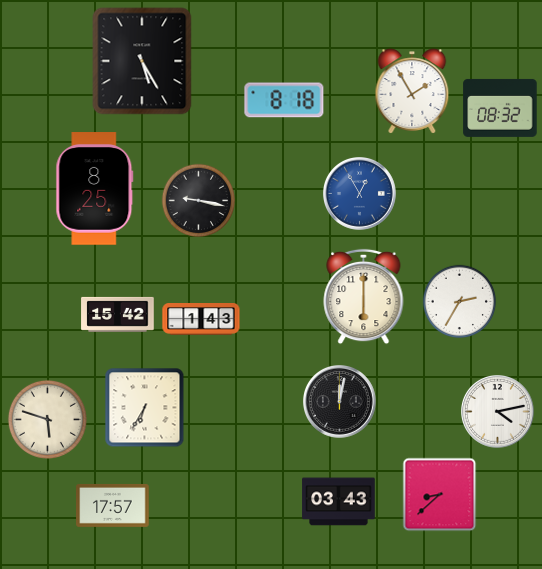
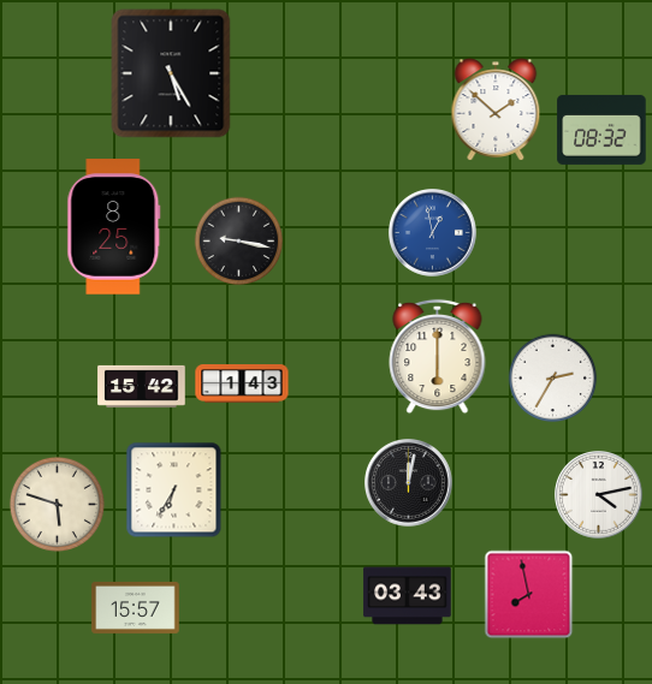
clock at (412, 91): 1:55 -> 1:52
clock at (284, 100): 8:18 -> none
clock at (360, 194): 12:55 -> 12:58
clock at (460, 302) position: (460, 302) -> (553, 379)
clock at (118, 314) position: (118, 314) -> (142, 386)
clock at (440, 495): 8:38 -> 7:58
clock at (339, 502) position: (339, 502) -> (408, 596)
clock at (113, 505): 17:57 -> 15:57
